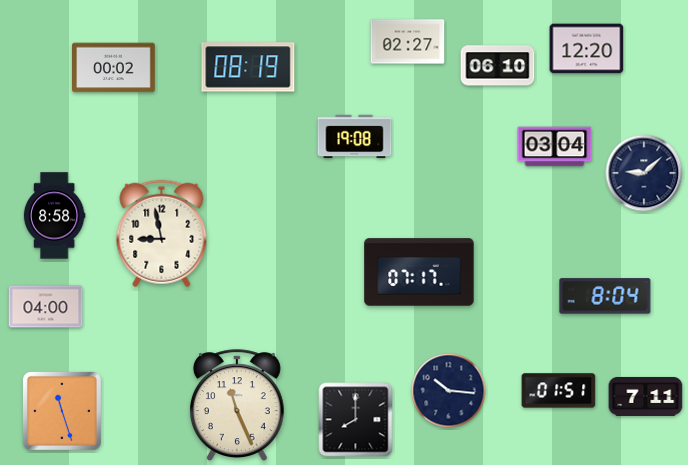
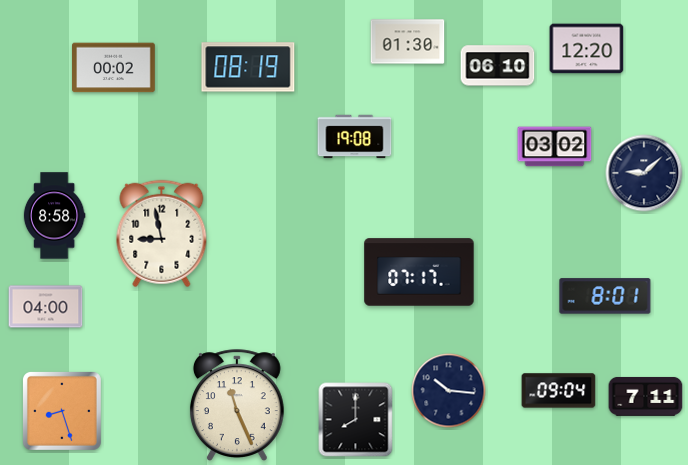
clock at (408, 42): 02:27 -> 01:30
clock at (555, 147): 03:04 -> 03:02
clock at (605, 296): 8:04 -> 8:01
clock at (559, 391): 01:51 -> 09:04
clock at (62, 411): 11:27 -> 8:27
